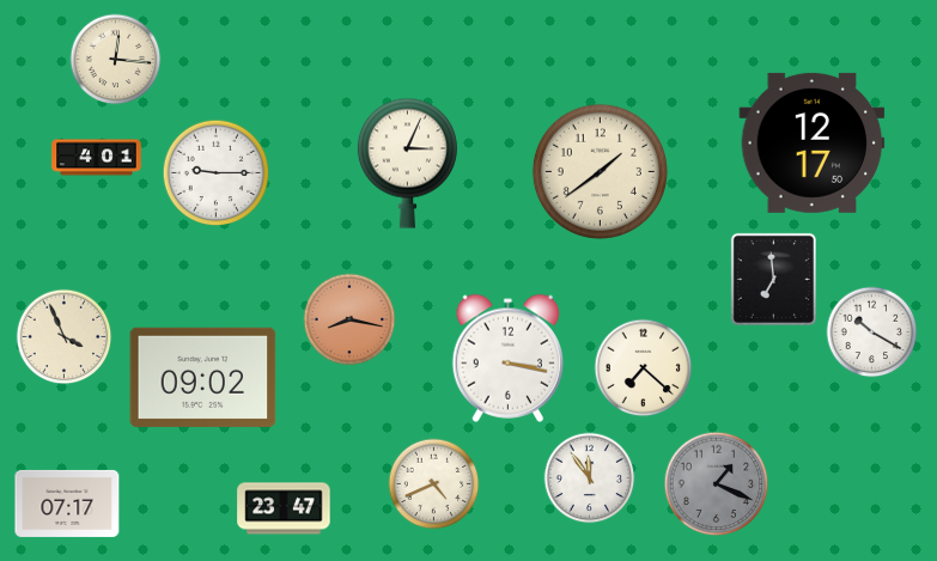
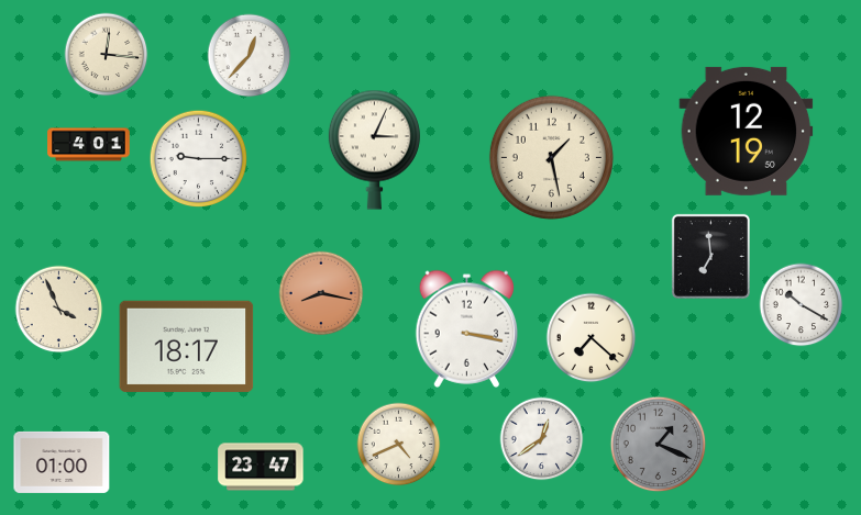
clock at (250, 56): none -> 12:37
clock at (813, 142): 12:17 -> 12:19
clock at (600, 171): 1:39 -> 1:28
clock at (203, 377): 09:02 -> 18:17
clock at (590, 478): 11:54 -> 12:39
clock at (67, 504): 07:17 -> 01:00
